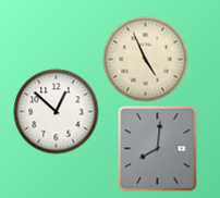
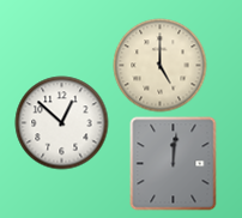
clock at (145, 59): 4:56 -> 5:00
clock at (158, 148): 8:01 -> 12:01
